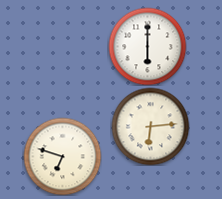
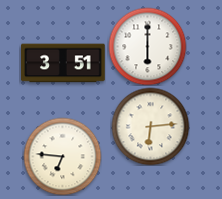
clock at (63, 63): none -> 3:51
clock at (62, 156): 6:48 -> 6:46
